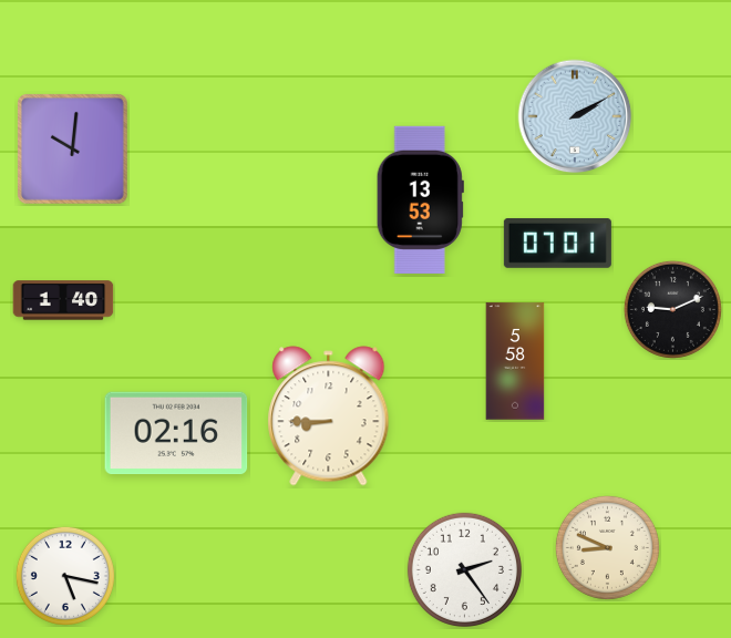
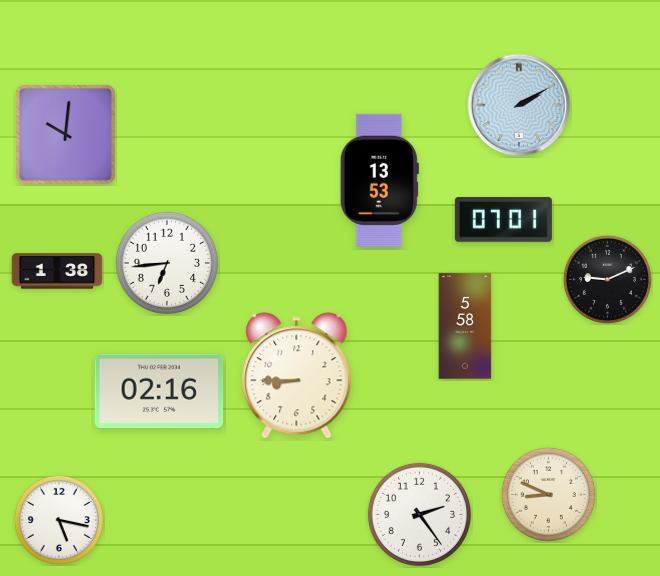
clock at (167, 263): none -> 6:44
clock at (63, 300): 1:40 -> 1:38
